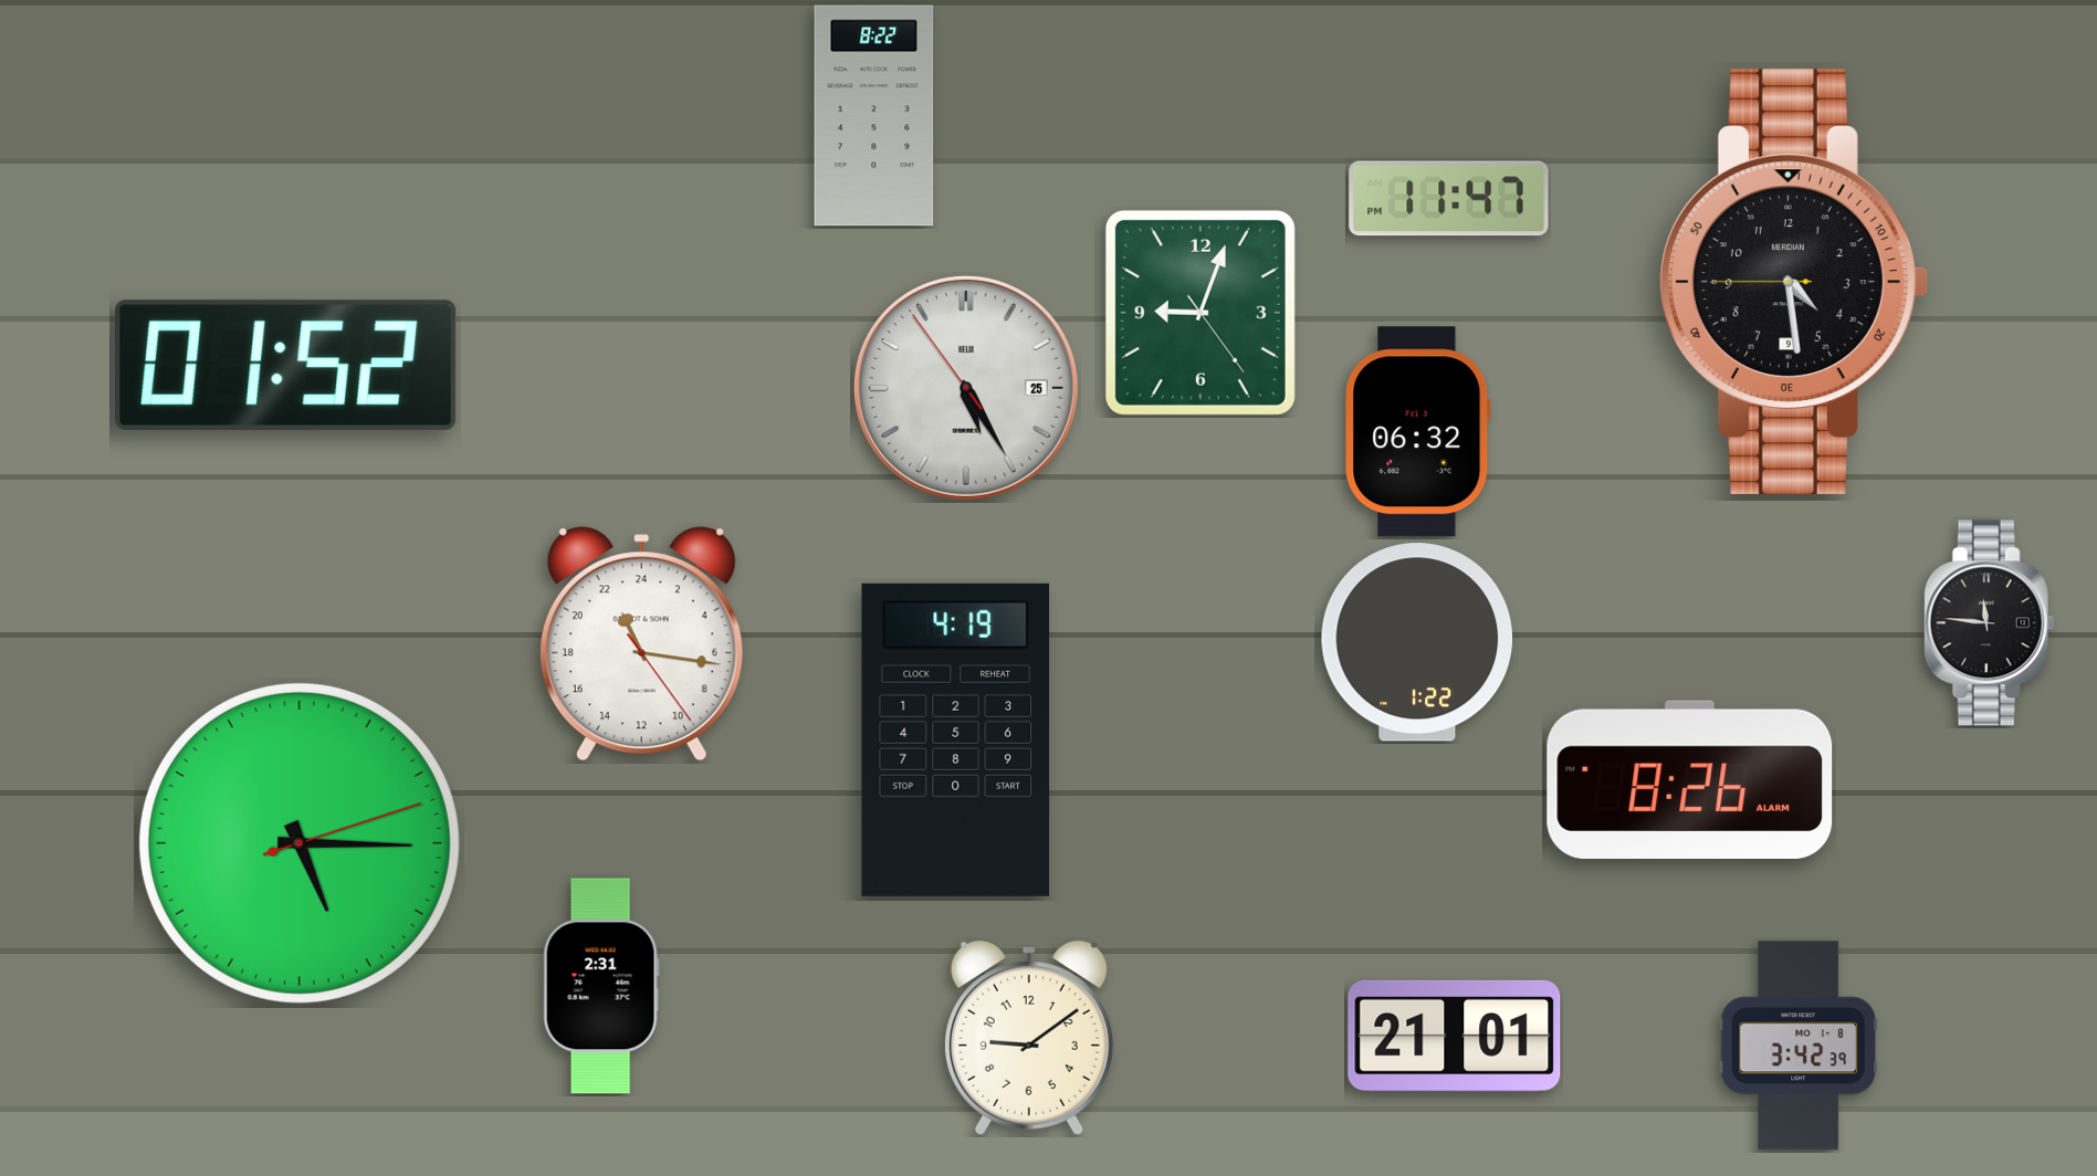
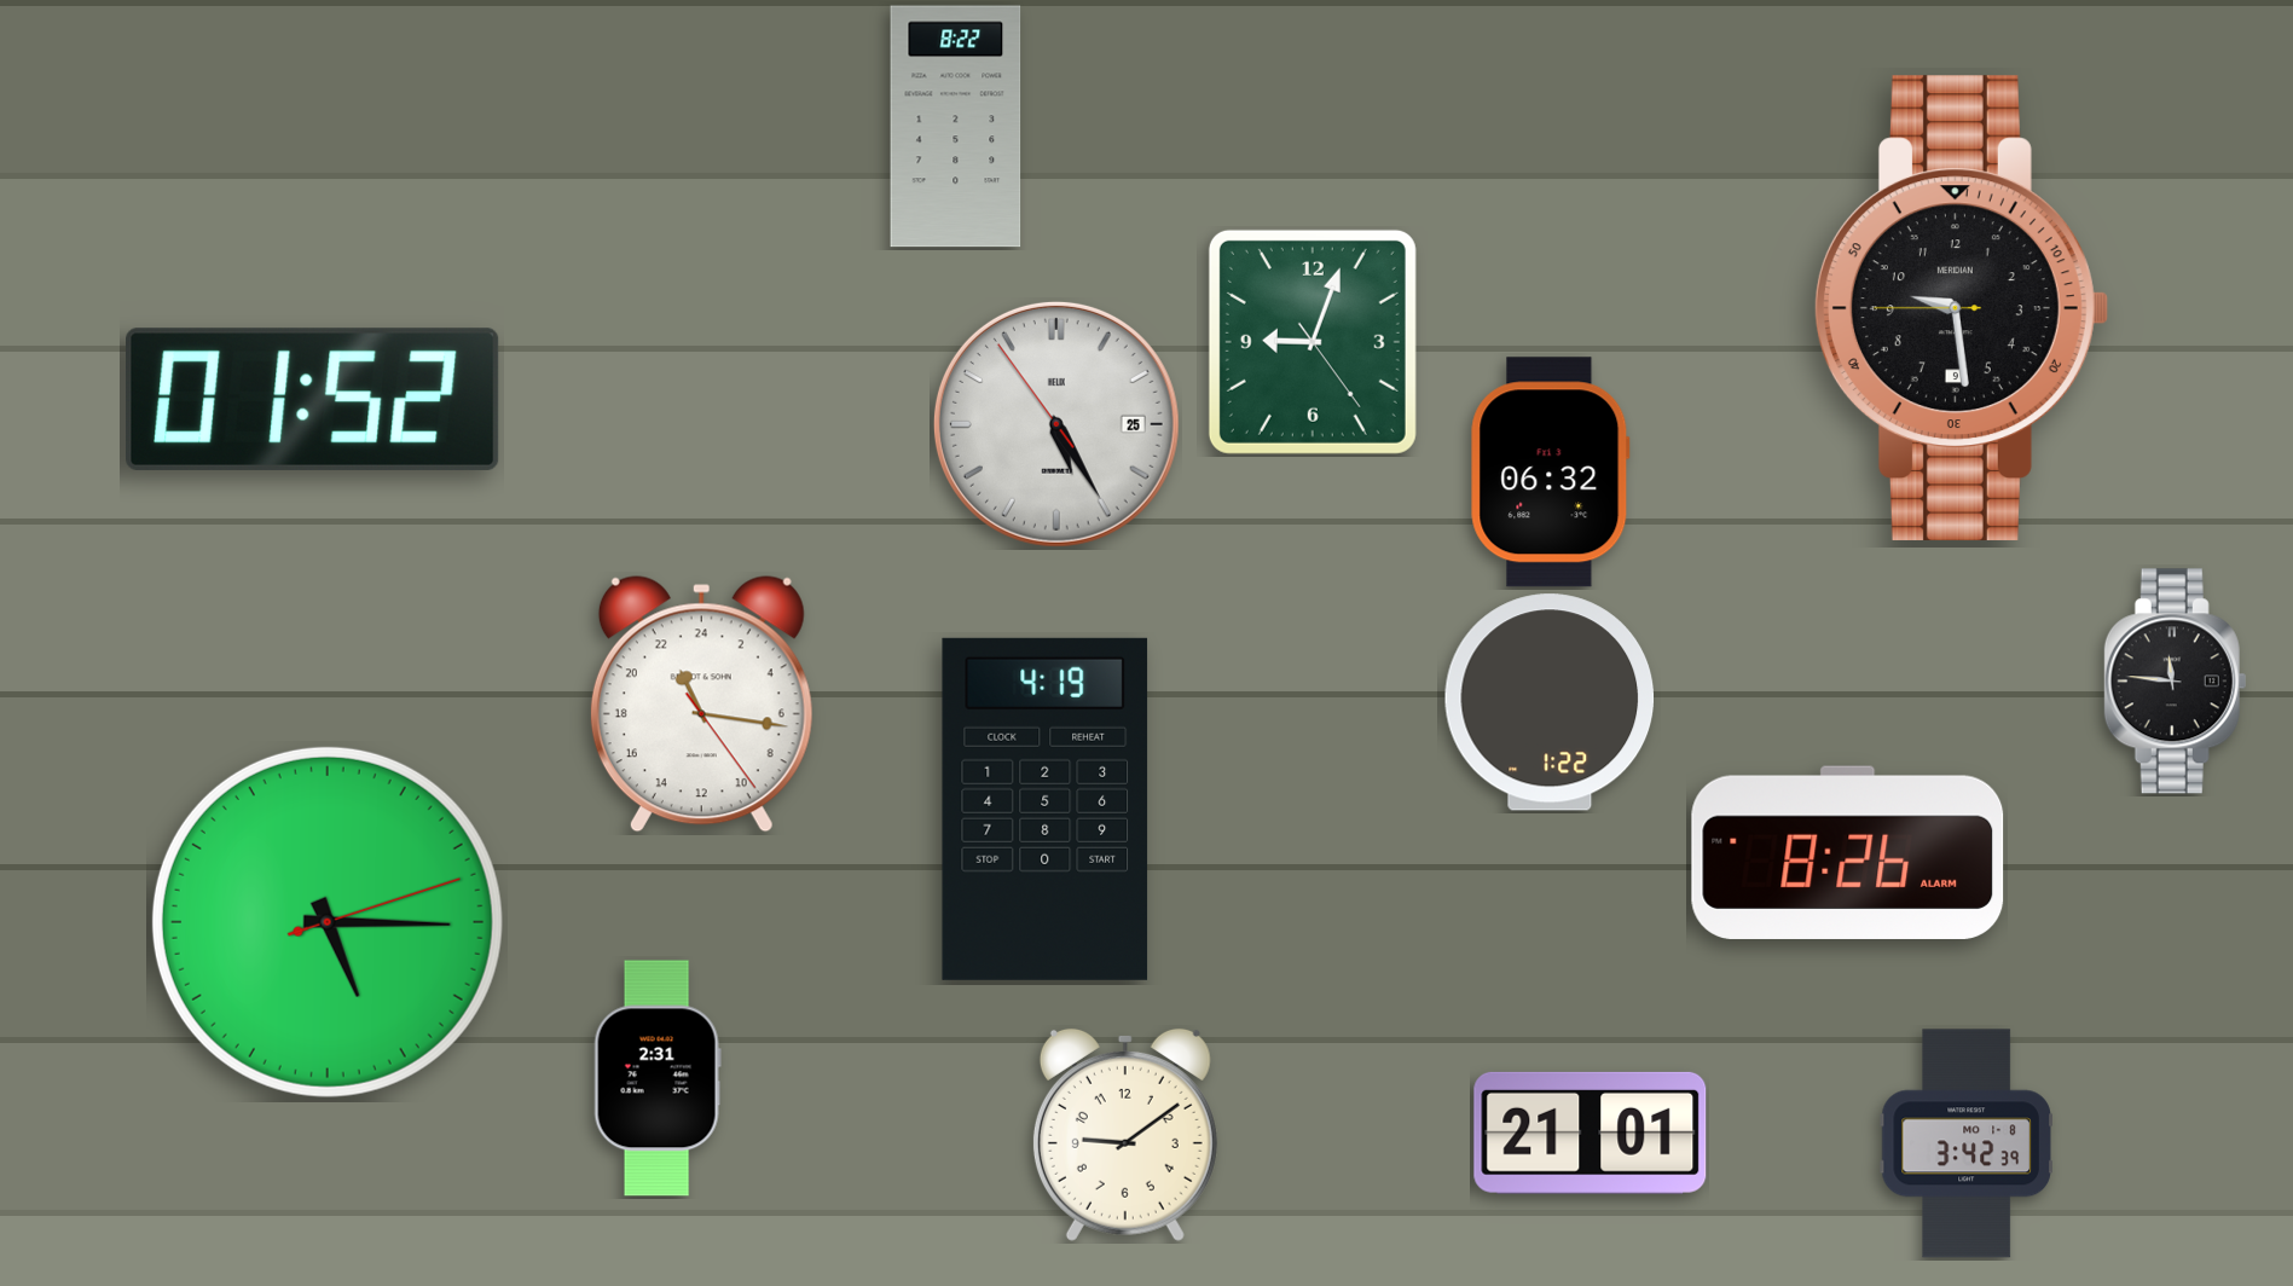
clock at (1449, 199): 11:47 -> none
clock at (1793, 281): 4:28 -> 9:28
